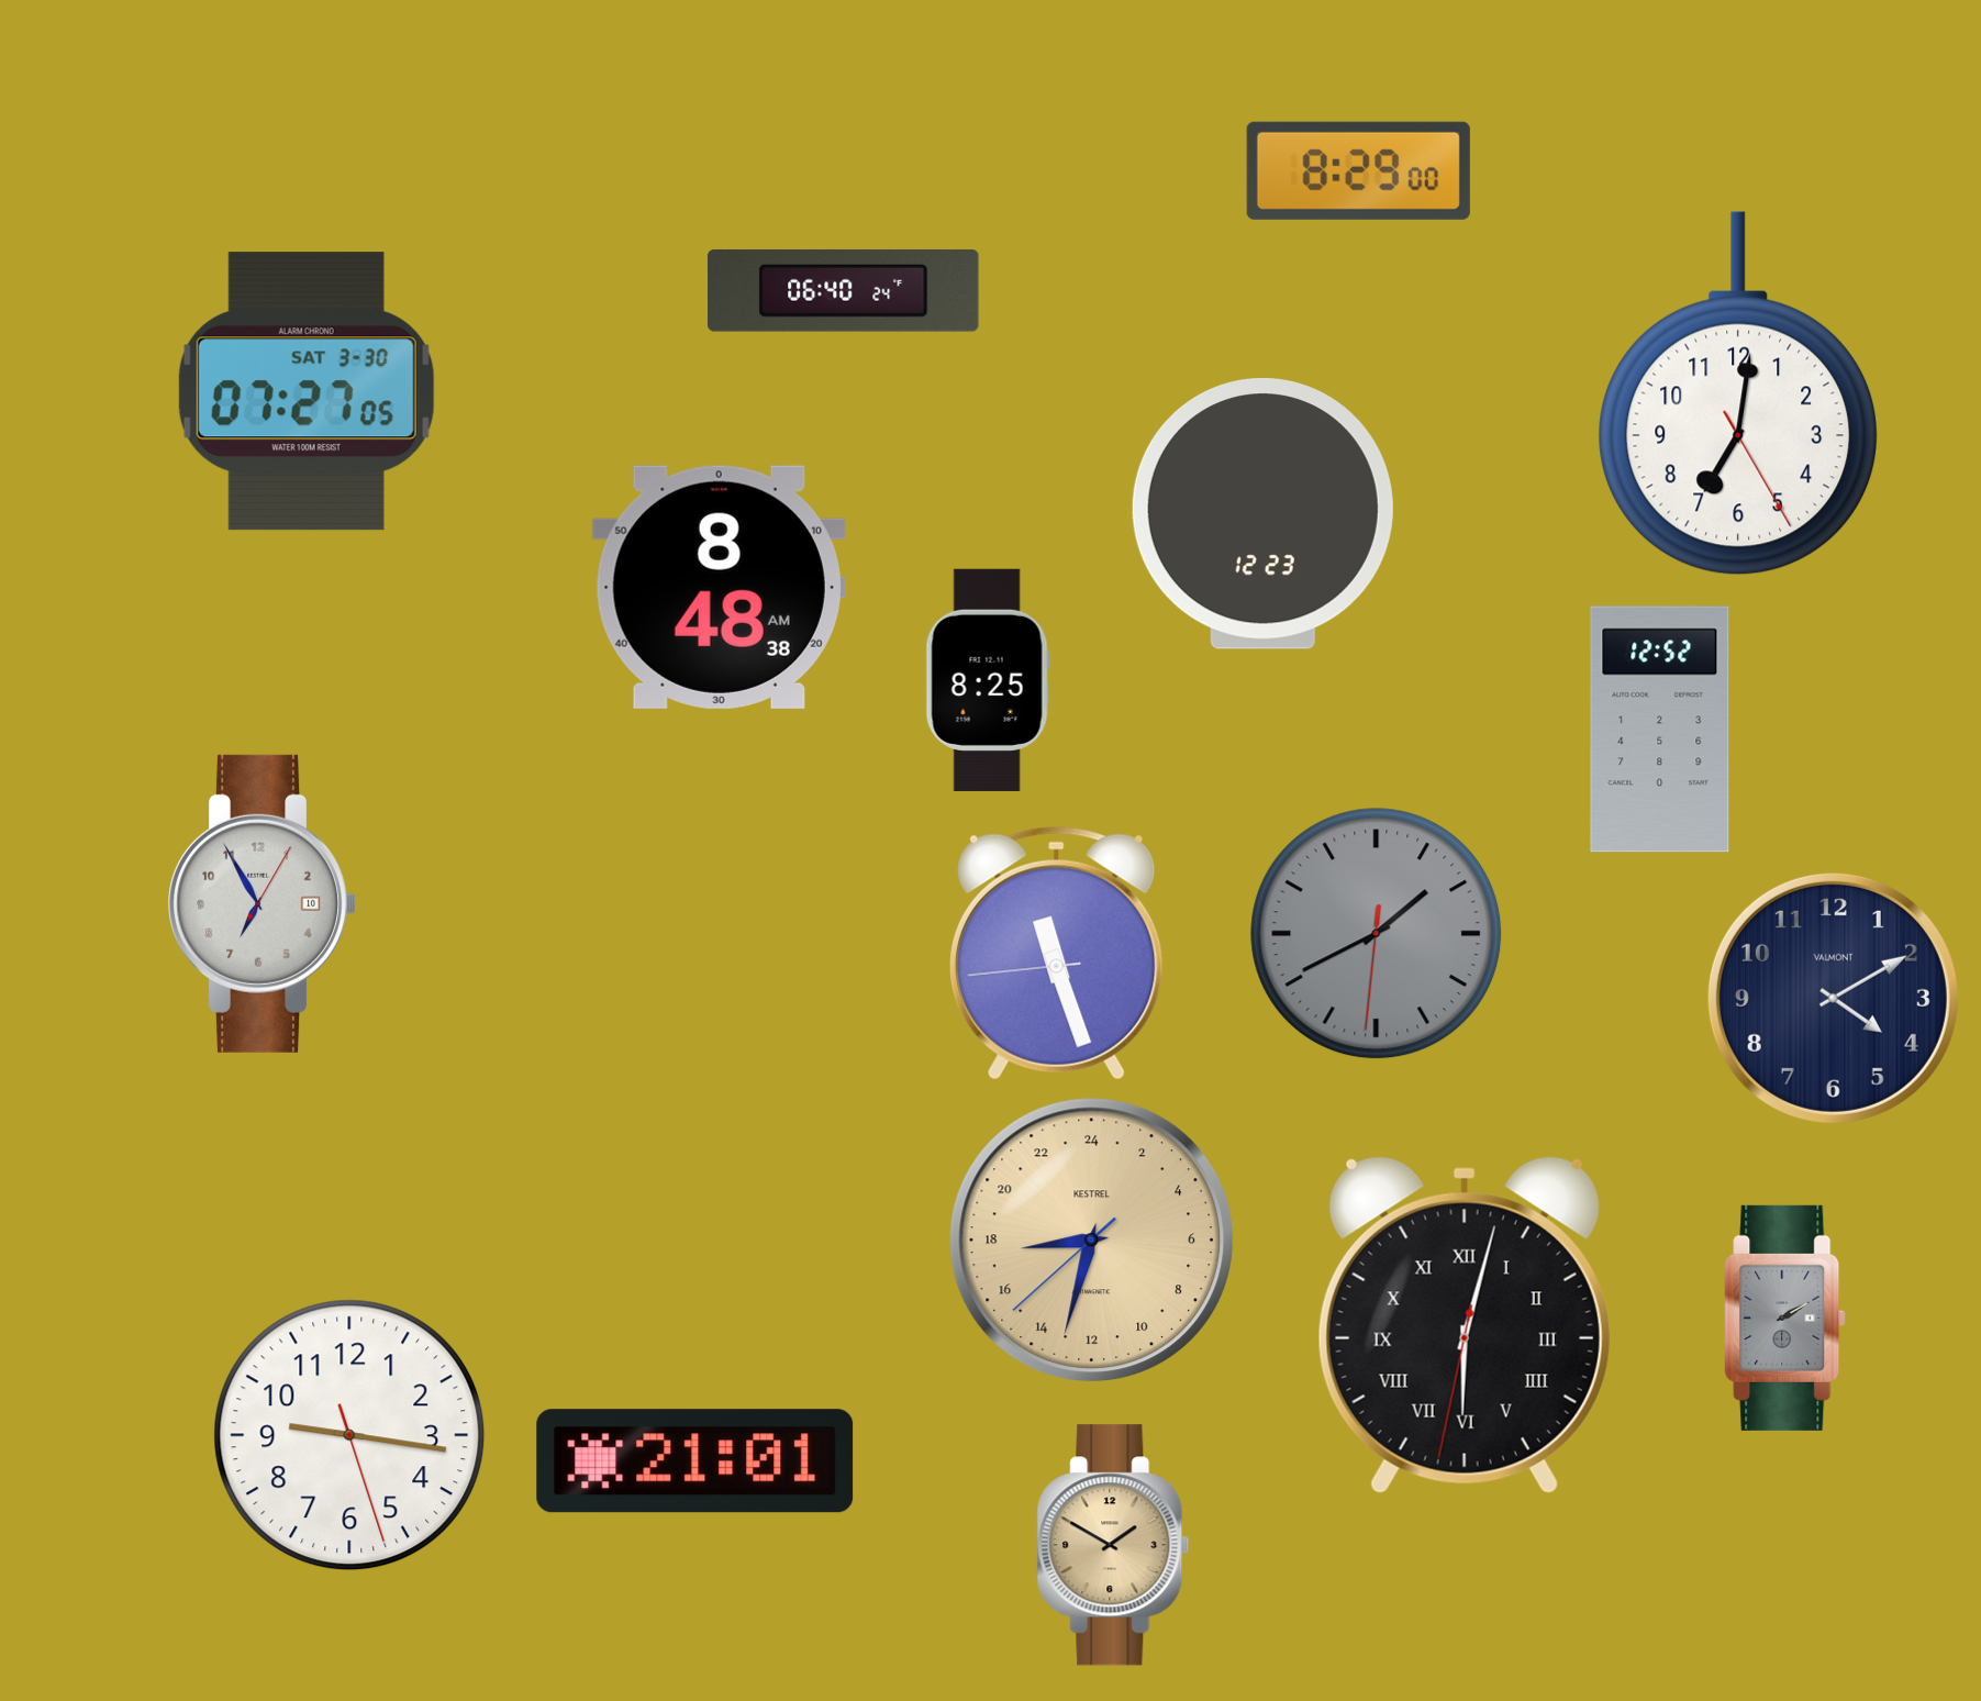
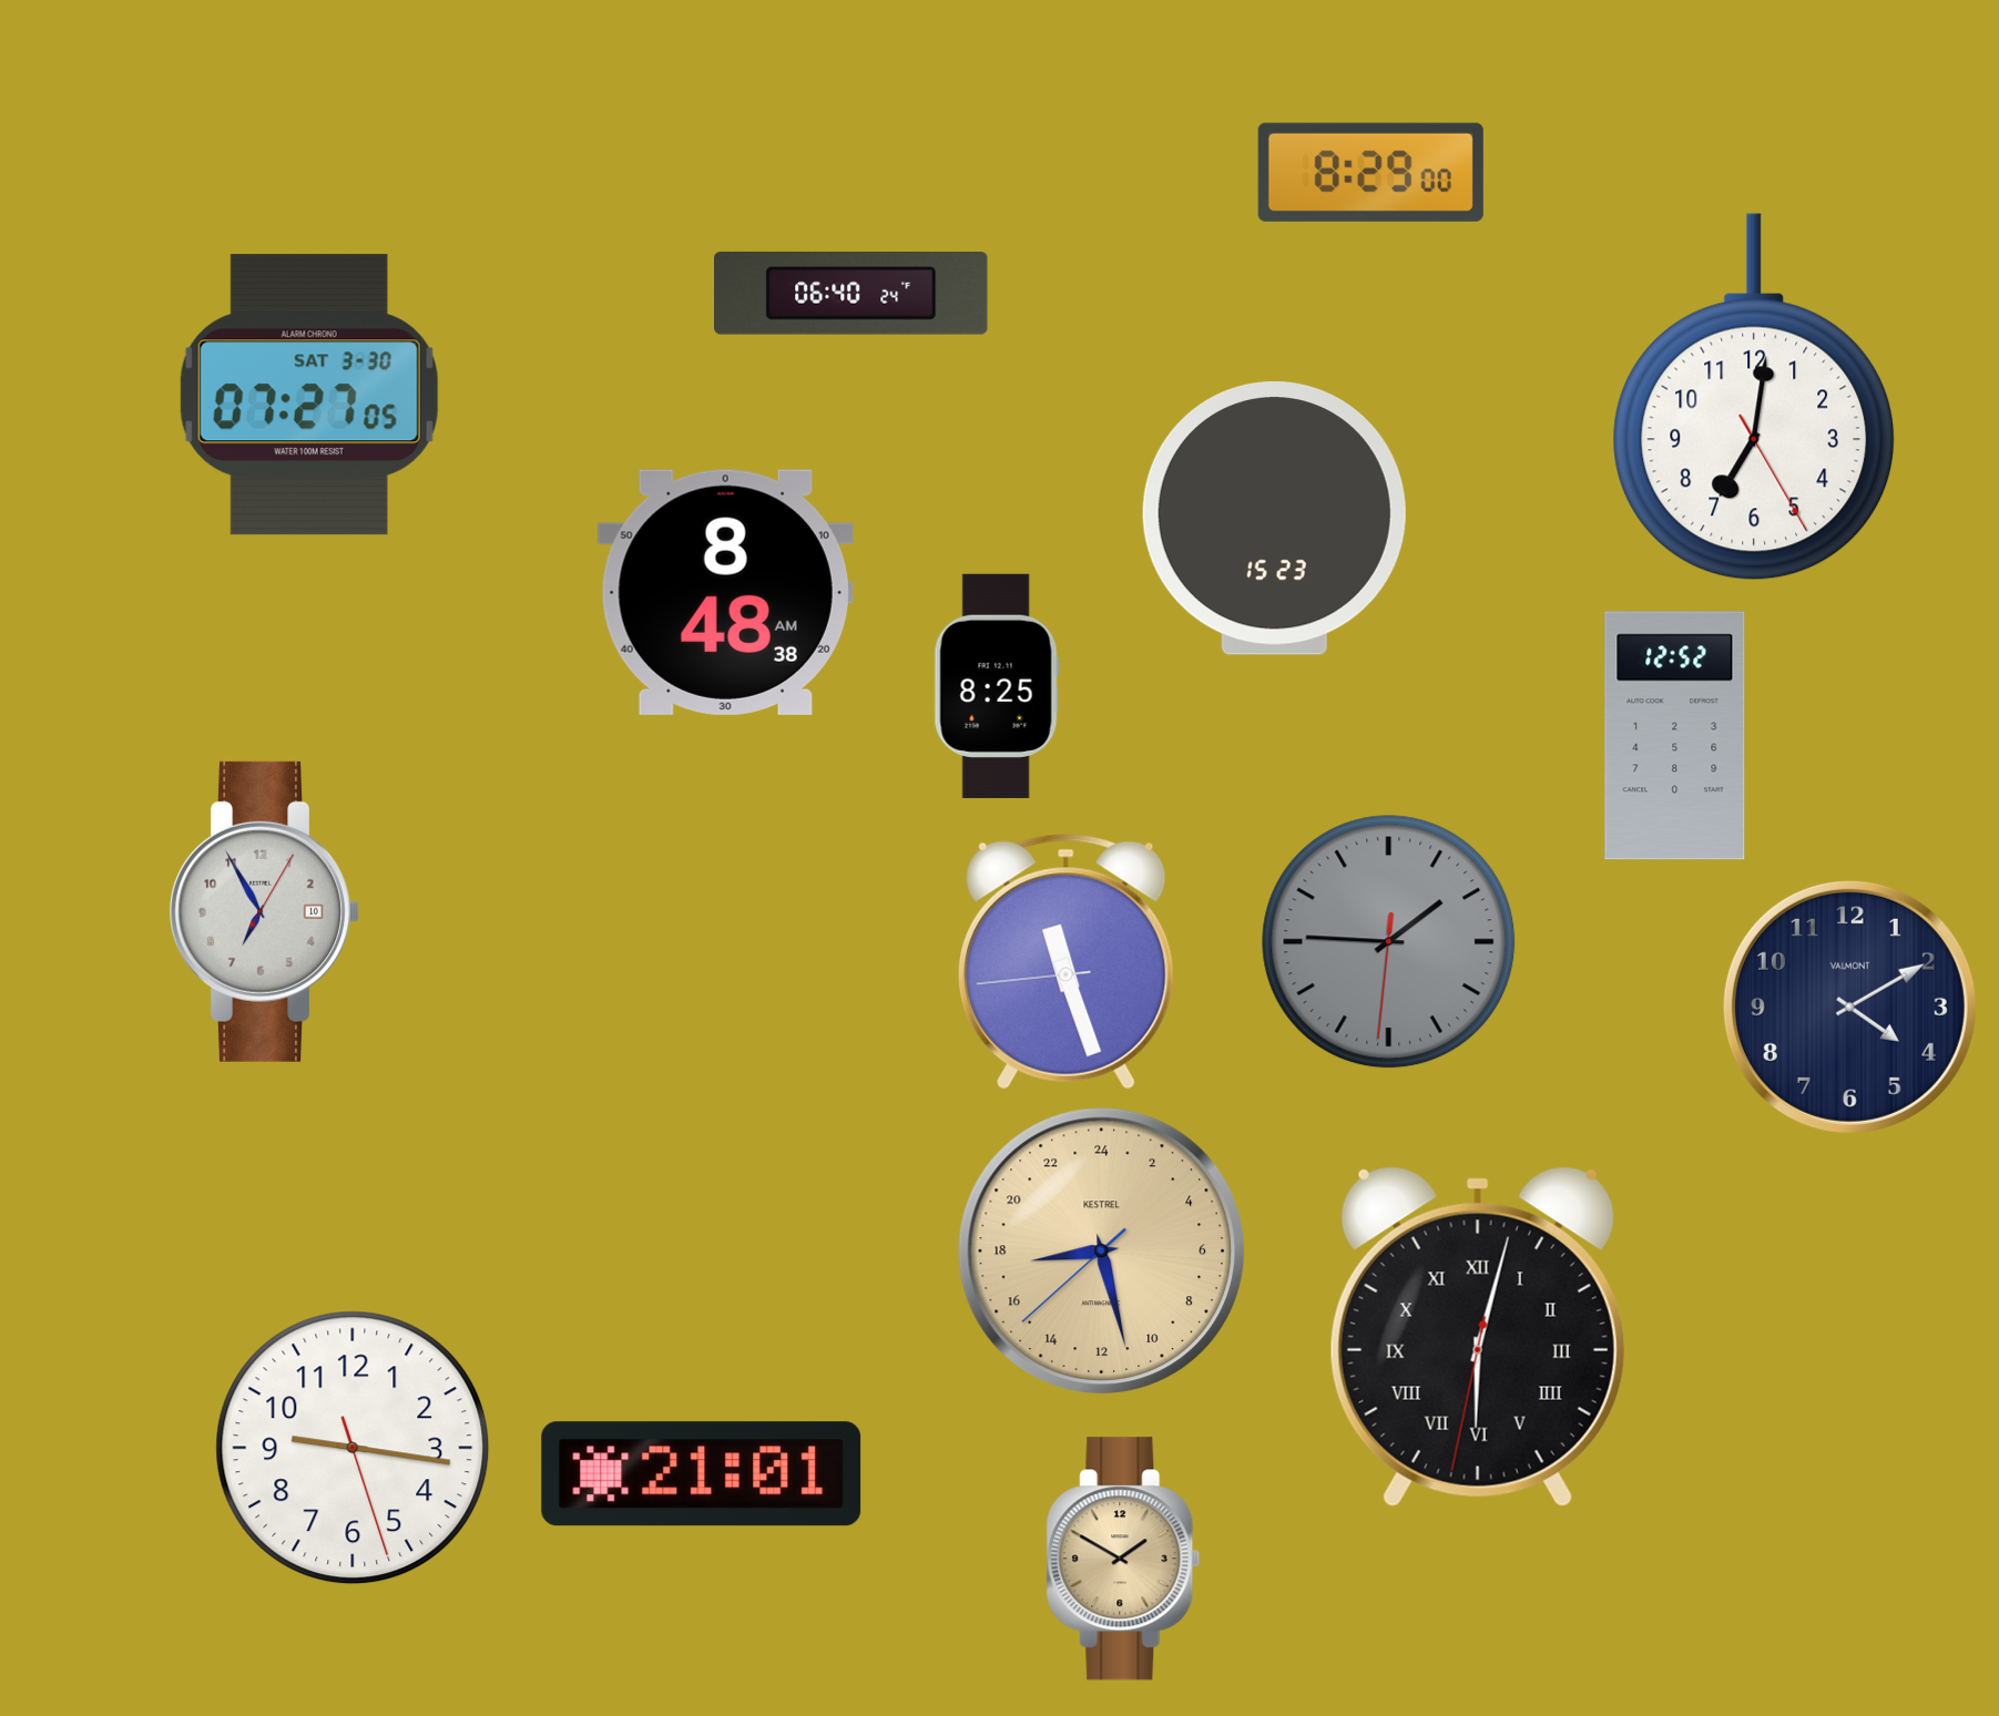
clock at (1262, 513): 12:23 -> 15:23
clock at (1377, 934): 1:40 -> 1:45
clock at (1092, 1241): 17:32 -> 17:27
clock at (1785, 1318): 2:10 -> none
